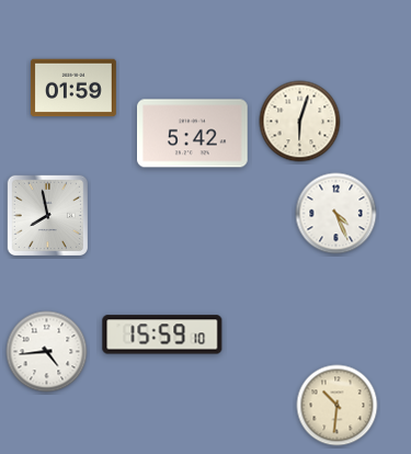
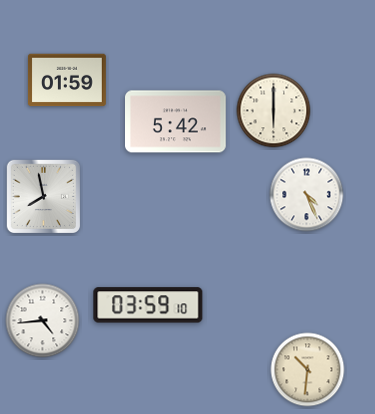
clock at (300, 122): 6:03 -> 6:00
clock at (162, 334): 15:59 -> 03:59
